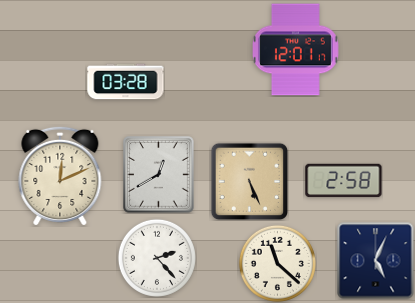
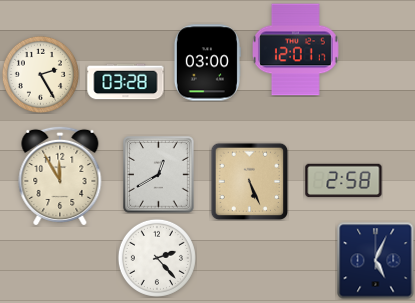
clock at (207, 63): none -> 03:00
clock at (40, 74): none -> 2:25
clock at (60, 175): 12:11 -> 11:55
clock at (277, 263): 11:22 -> none
